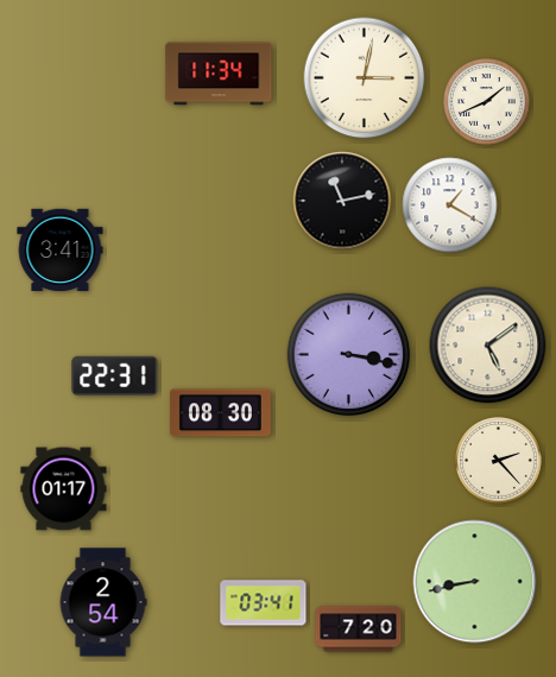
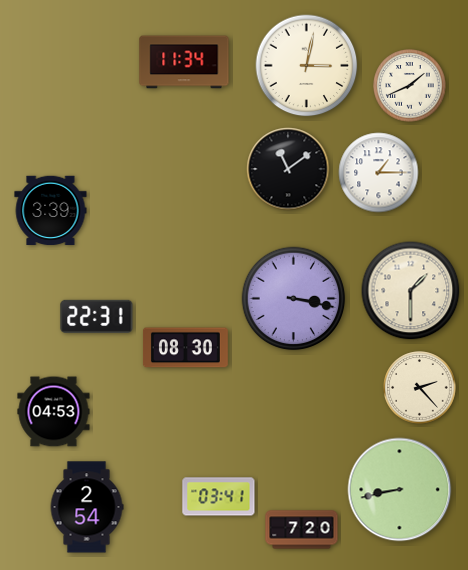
clock at (342, 201): 11:13 -> 11:09
clock at (450, 205): 1:20 -> 1:15
clock at (61, 251): 3:41 -> 3:39
clock at (488, 346): 5:09 -> 1:30
clock at (64, 489): 01:17 -> 04:53
clock at (264, 603) position: (264, 603) -> (219, 497)
